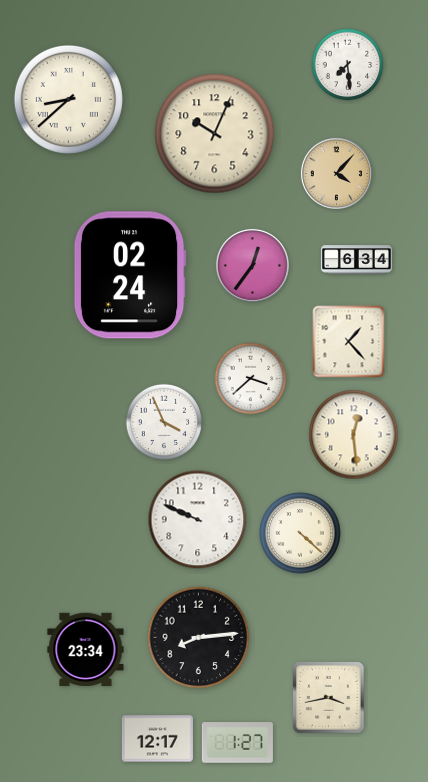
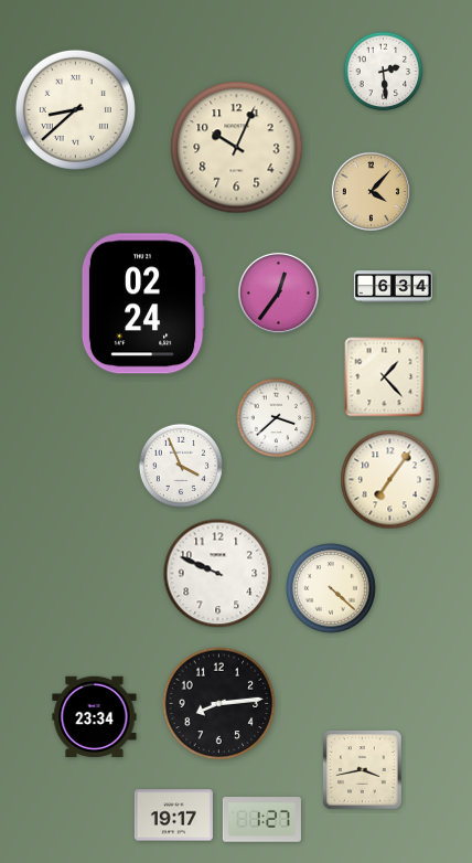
clock at (348, 65): 7:29 -> 2:29
clock at (354, 435): 12:29 -> 7:06
clock at (157, 739): 12:17 -> 19:17
